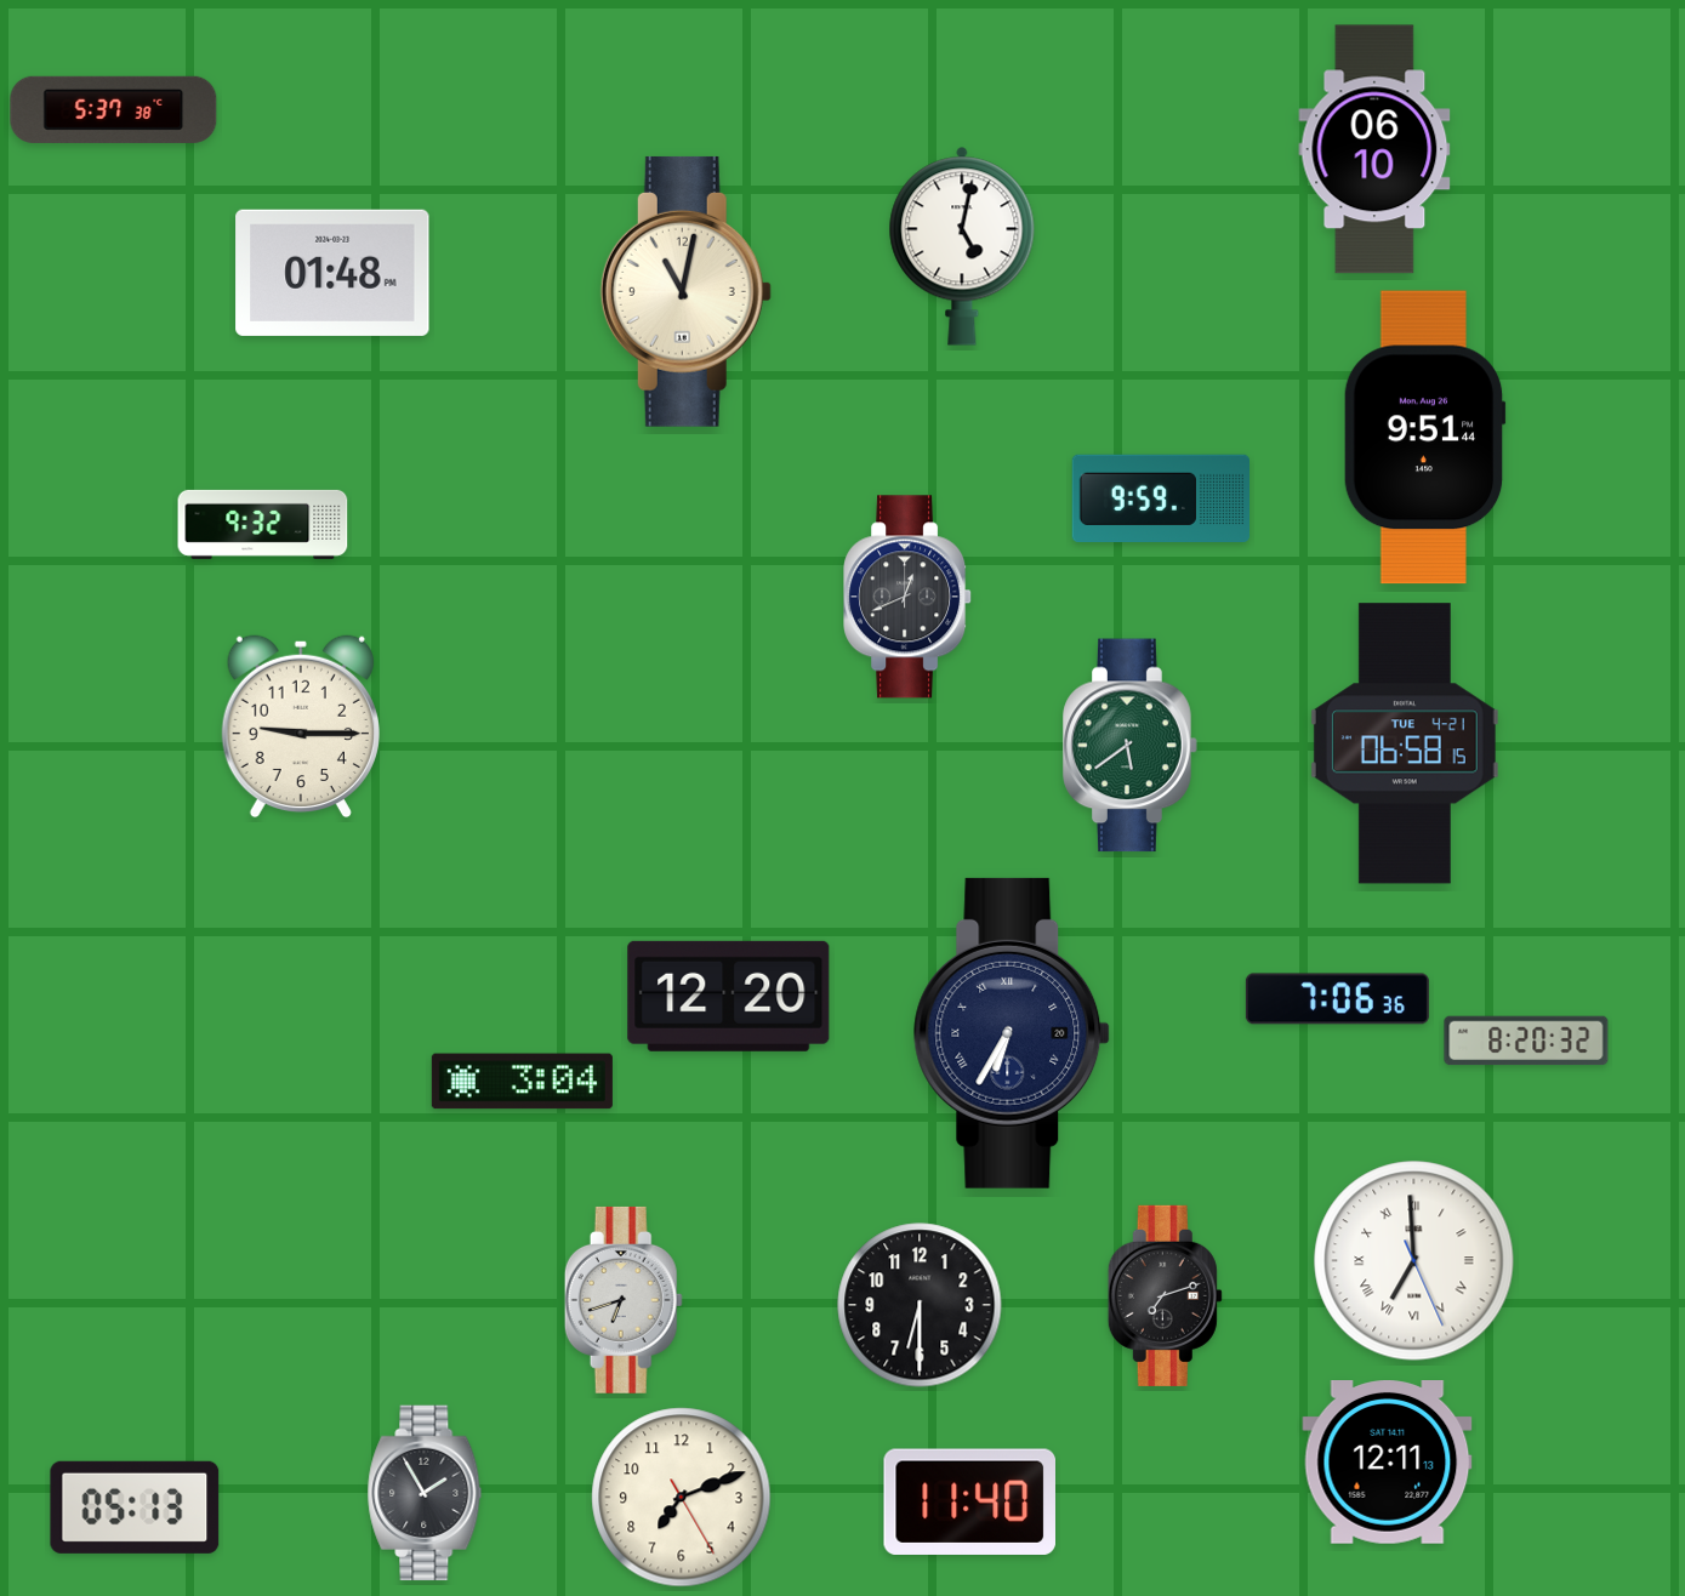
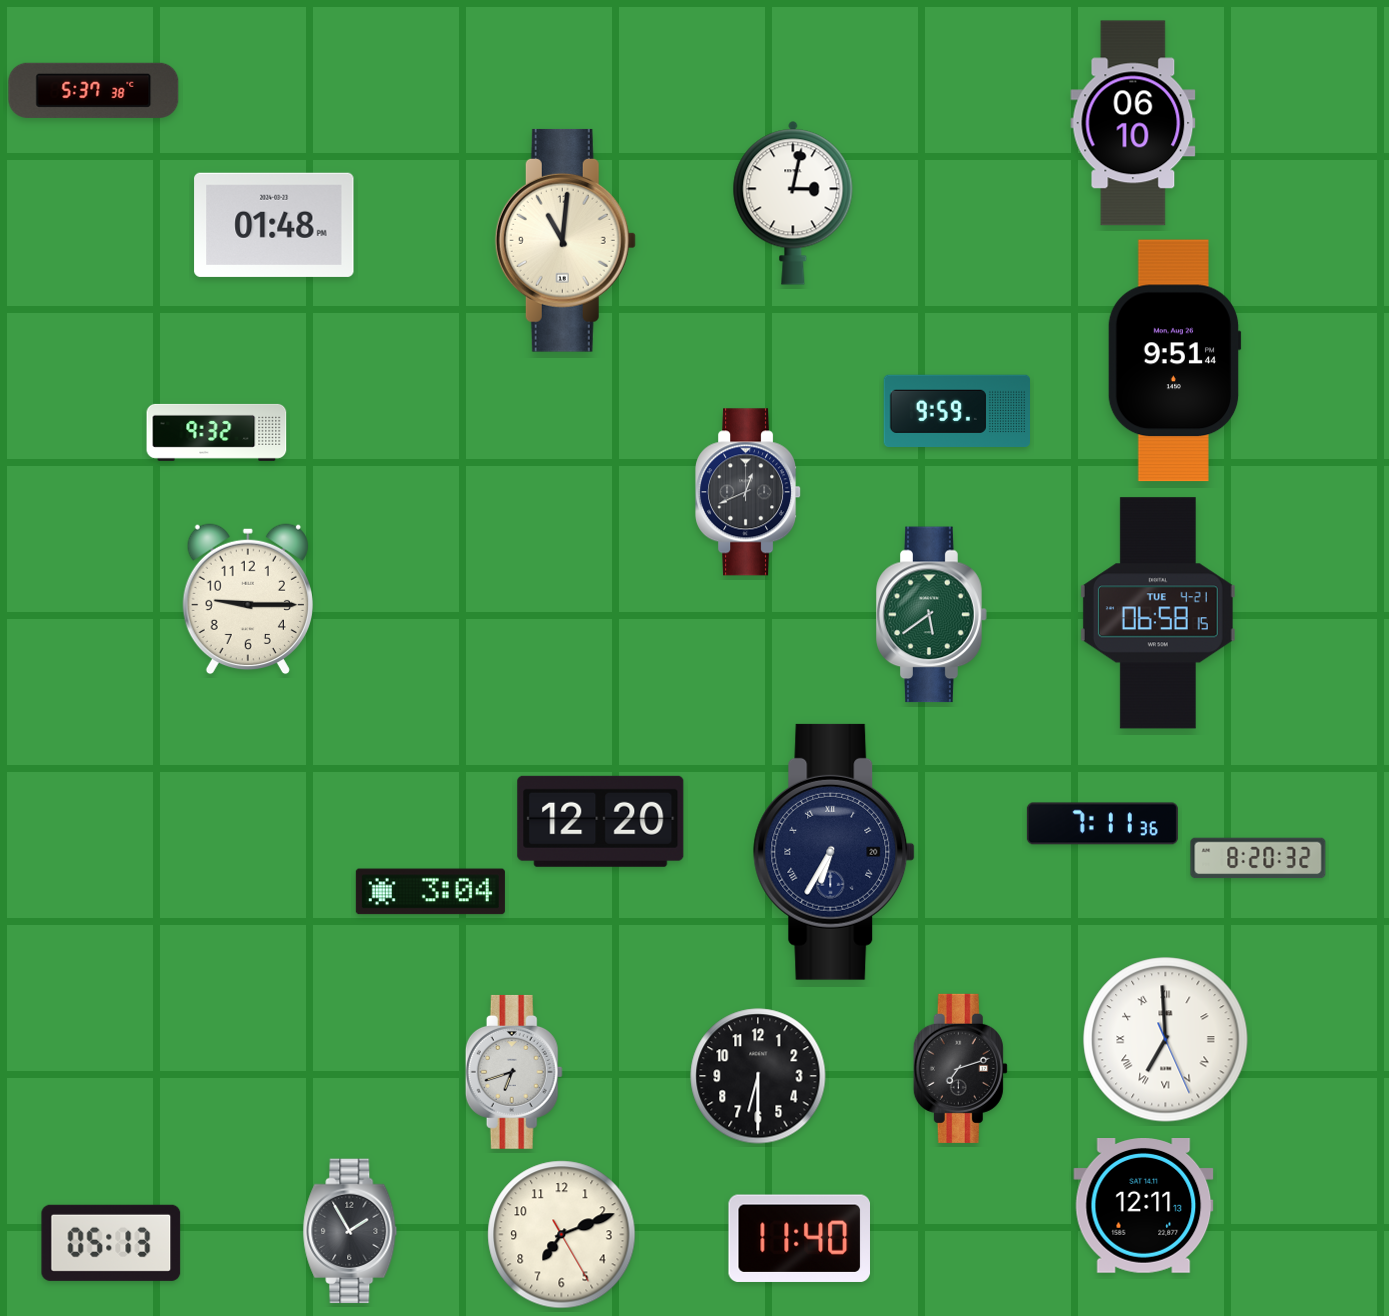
clock at (962, 246): 5:02 -> 3:02
clock at (685, 291): 11:02 -> 11:01
clock at (1337, 999): 7:06 -> 7:11
